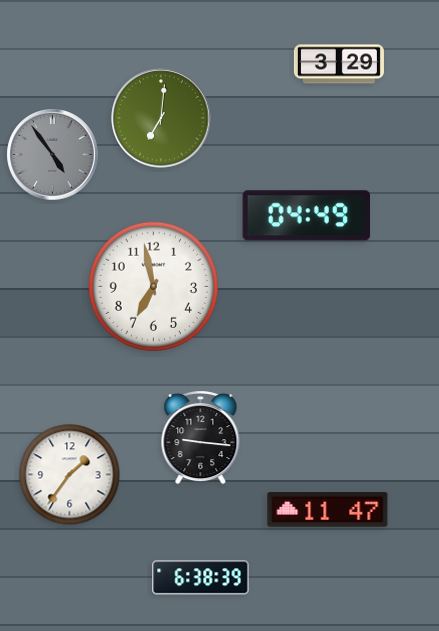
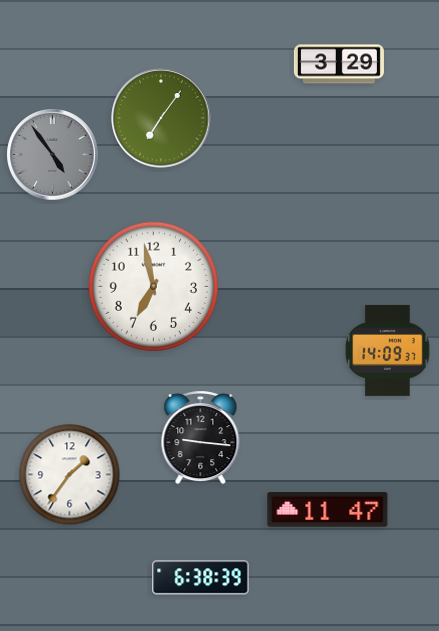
clock at (161, 118): 7:01 -> 7:06
clock at (306, 216): 04:49 -> none
clock at (388, 350): none -> 14:09
